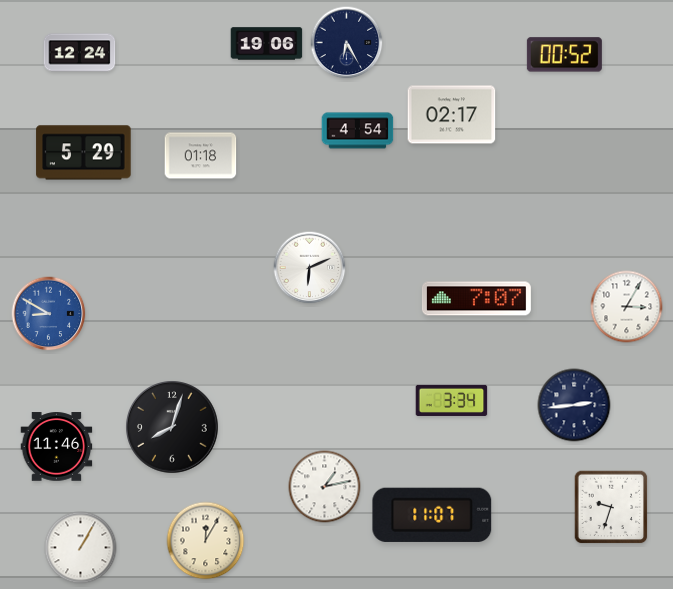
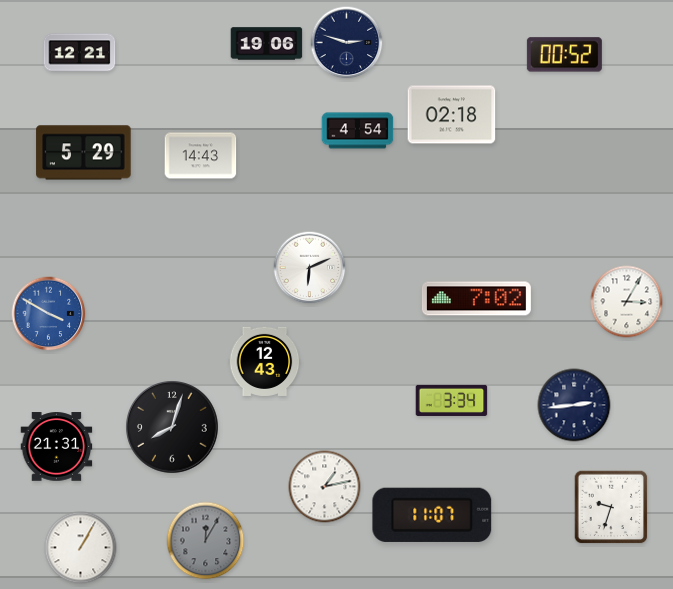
clock at (347, 43): 6:25 -> 2:48
clock at (80, 53): 12:24 -> 12:21
clock at (452, 115): 02:17 -> 02:18
clock at (201, 156): 01:18 -> 14:43
clock at (476, 299): 7:07 -> 7:02
clock at (627, 307) position: (627, 307) -> (627, 302)
clock at (49, 314): 8:50 -> 3:50
clock at (265, 361): none -> 12:43
clock at (57, 447): 11:46 -> 21:31
clock at (206, 541) dial: cream -> grey
